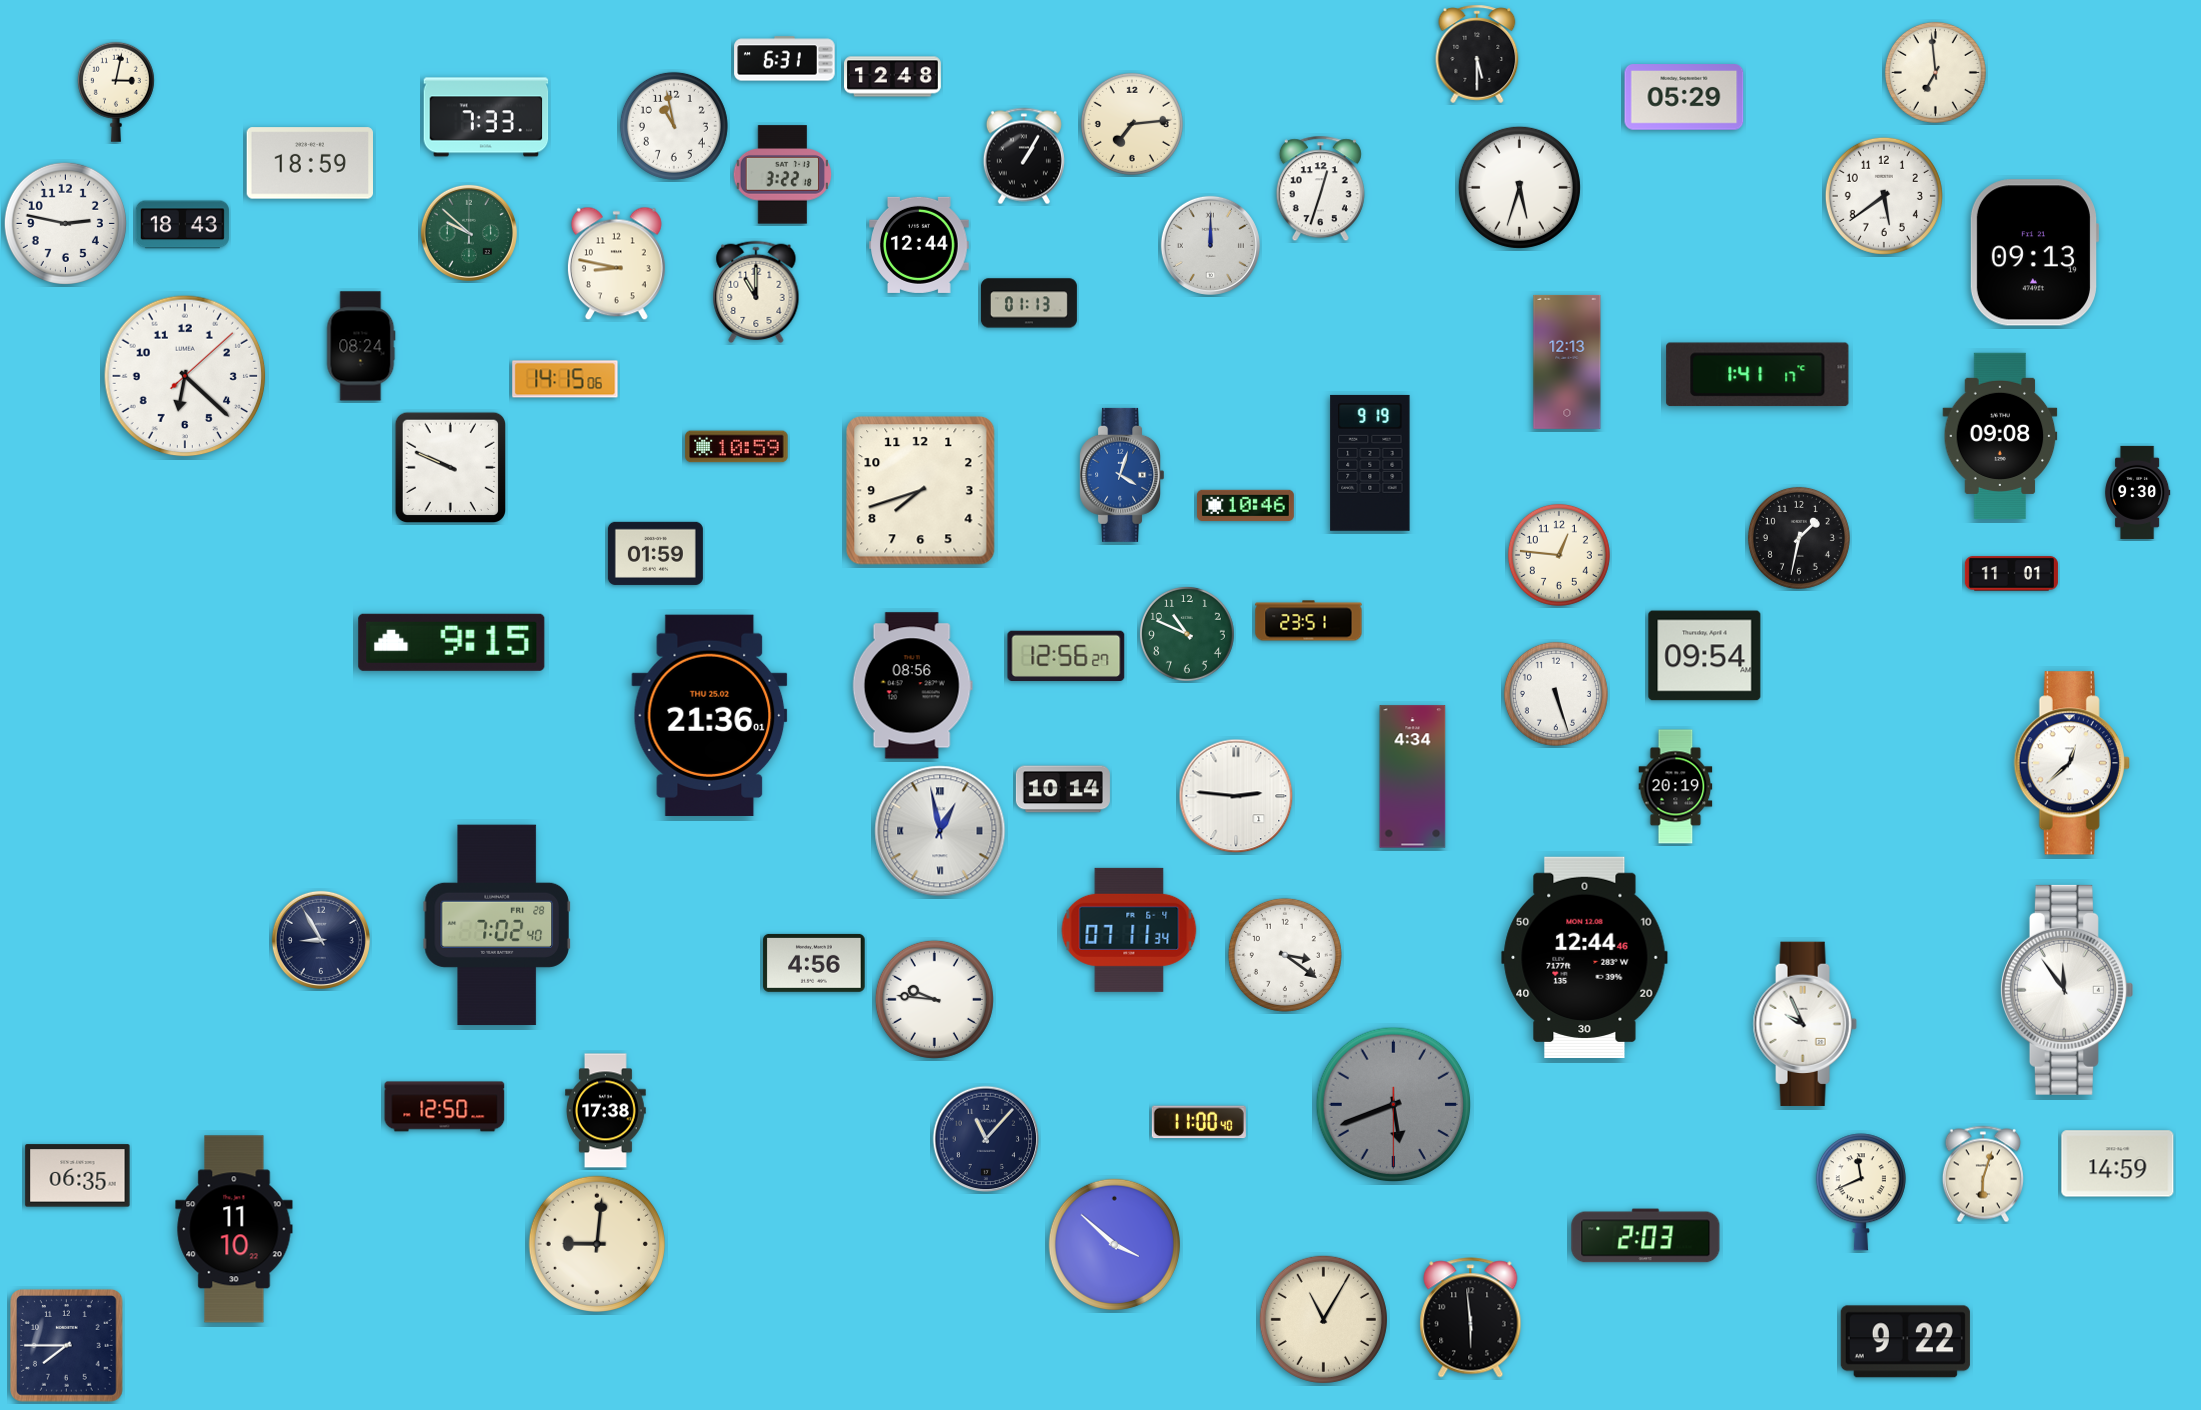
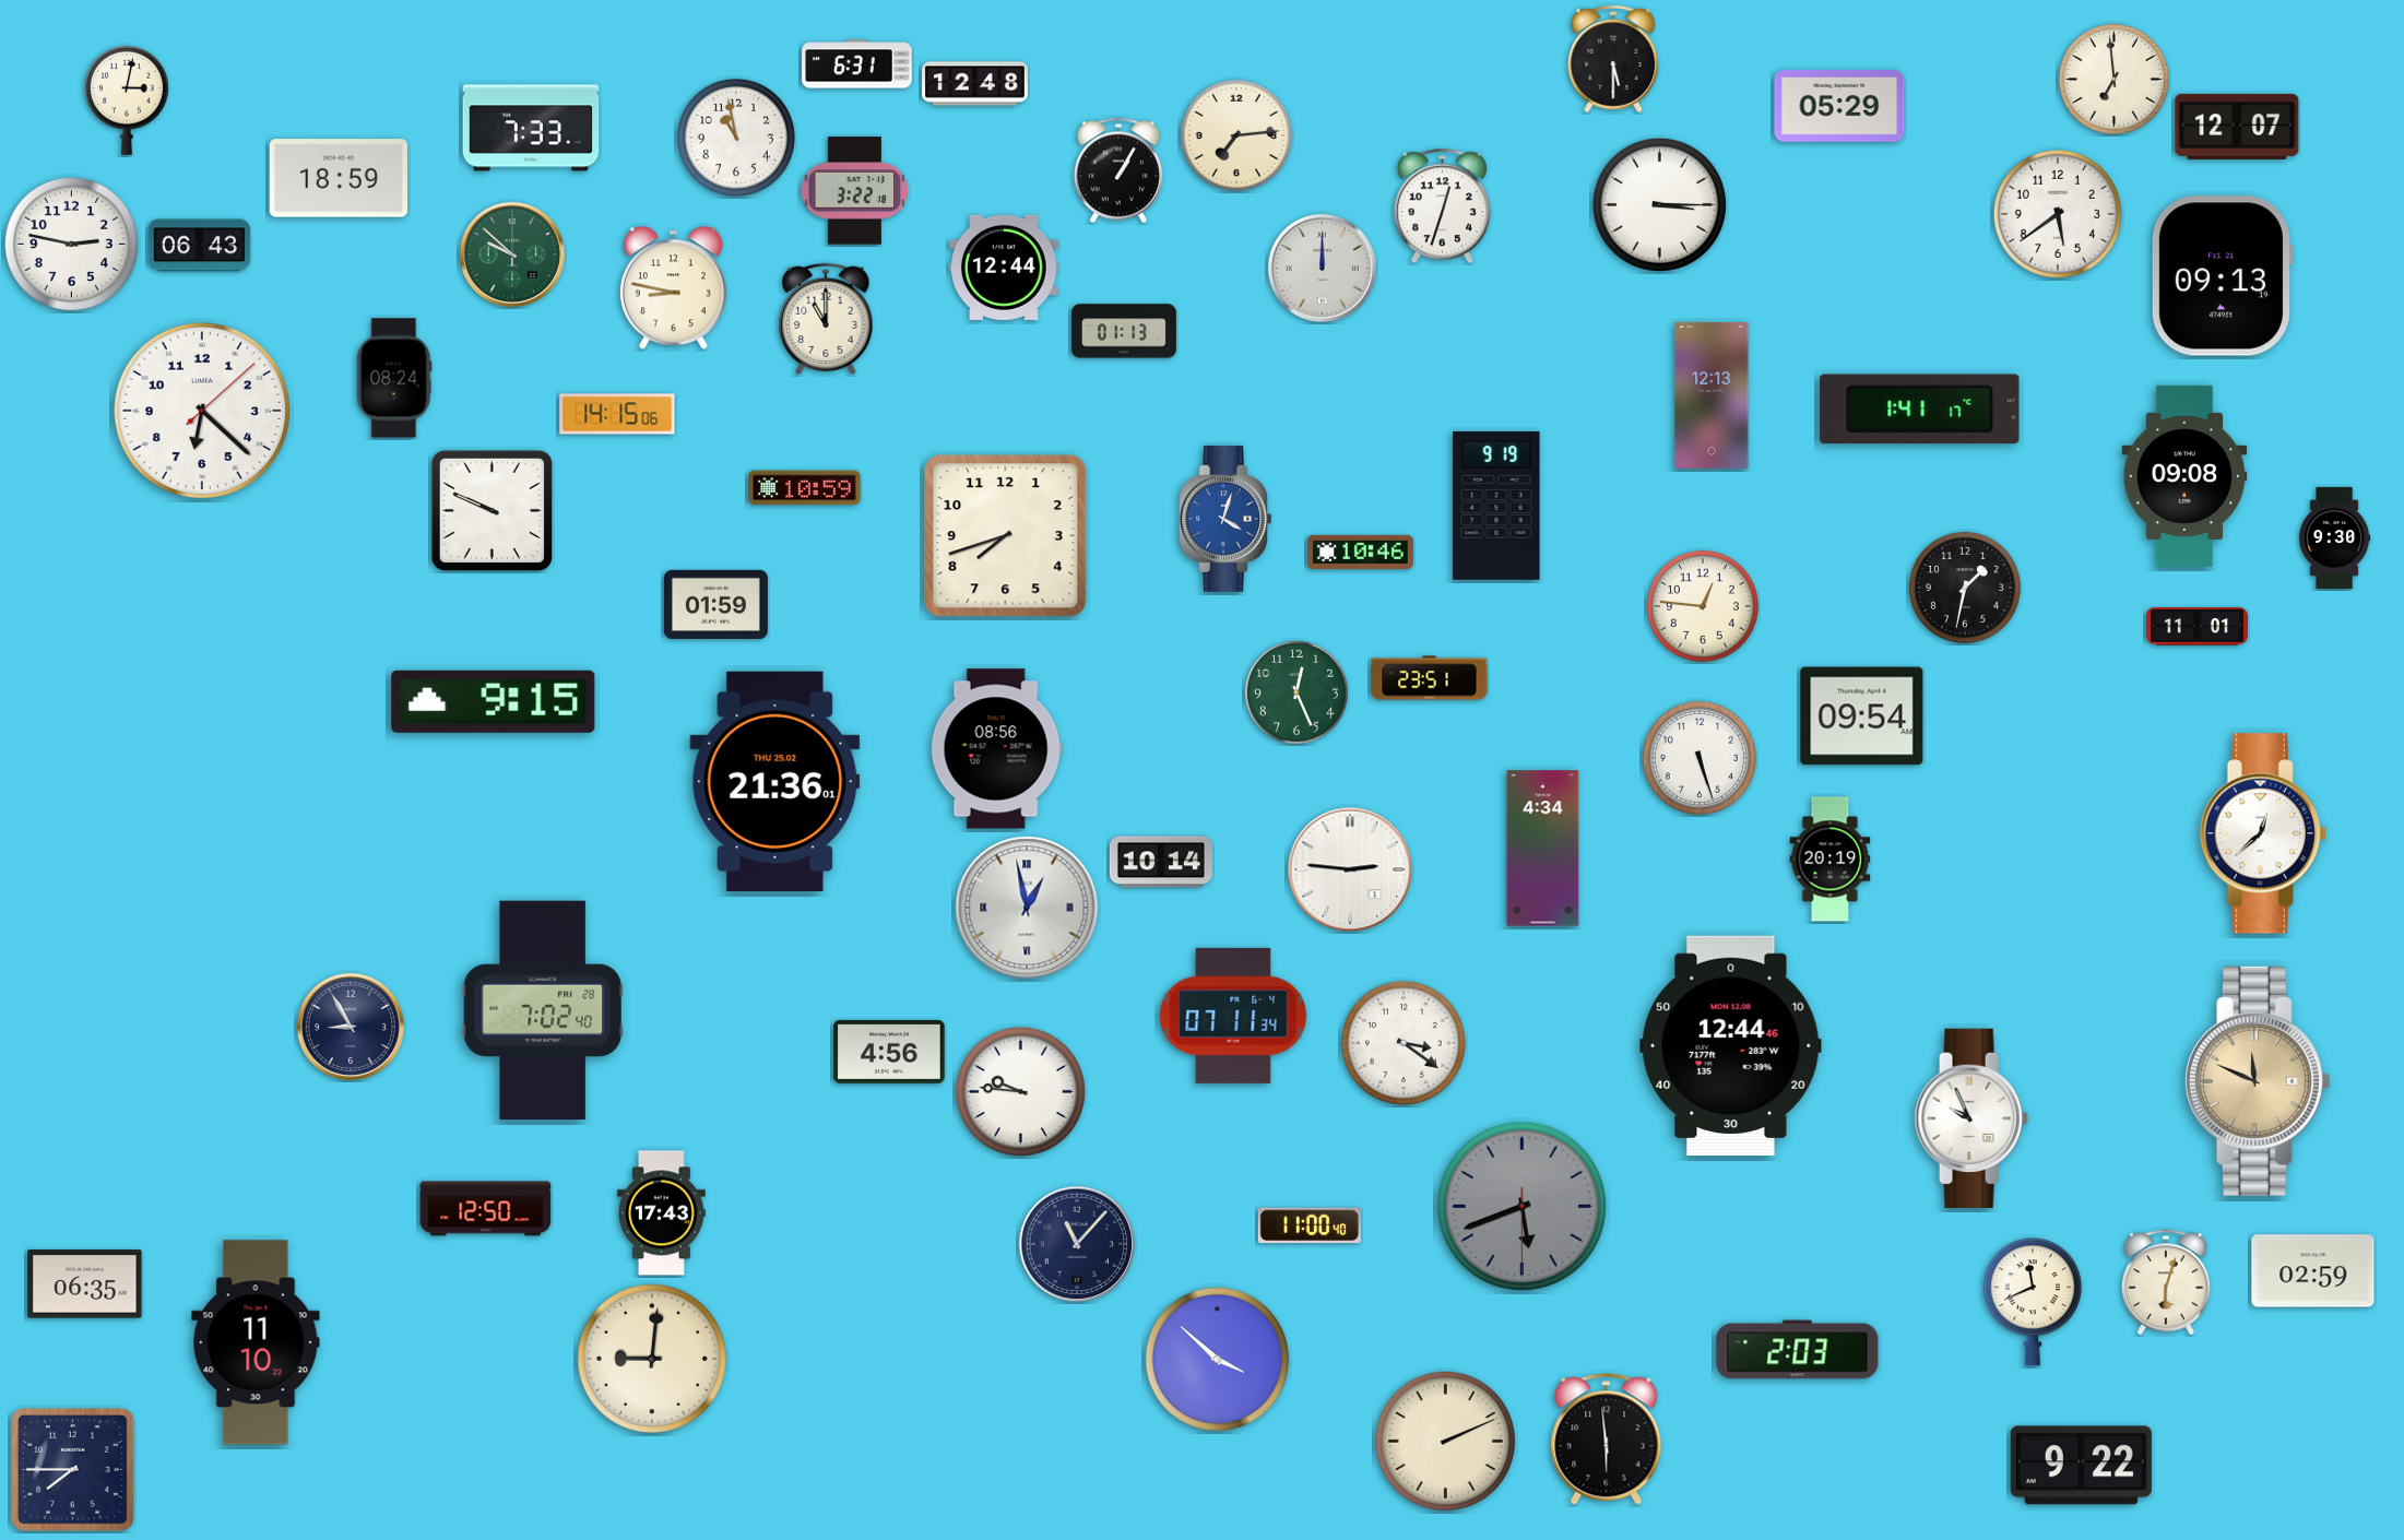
clock at (2237, 127): none -> 12:07
clock at (1519, 187): 5:33 -> 3:15
clock at (182, 225): 18:43 -> 06:43
clock at (1187, 634): 10:49 -> 12:26
clock at (1066, 655): 12:56 -> none
clock at (2066, 990): 11:54 -> 11:49
clock at (2066, 990) dial: white -> champagne
clock at (606, 1111): 17:38 -> 17:43
clock at (2118, 1164): 14:59 -> 02:59
clock at (1323, 1319): 11:05 -> 2:11
